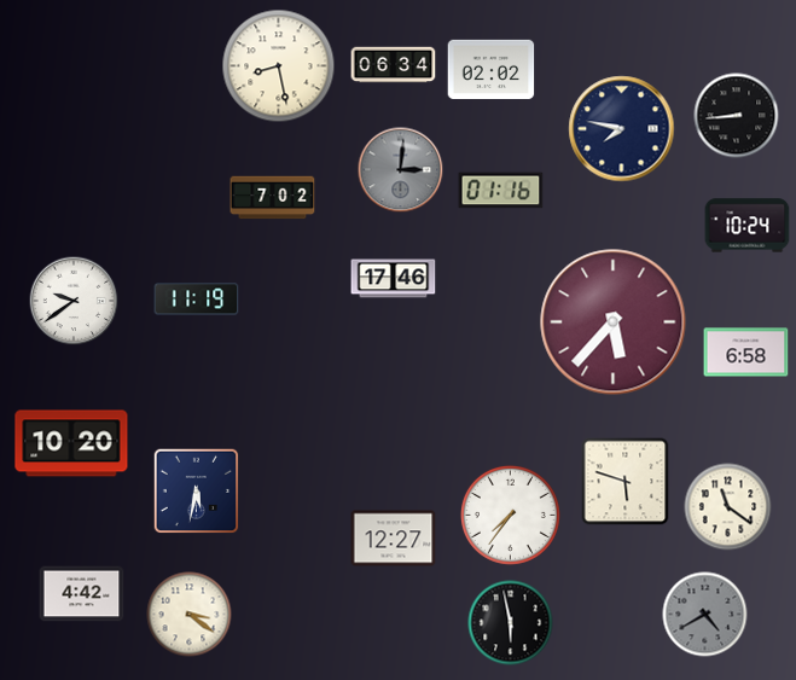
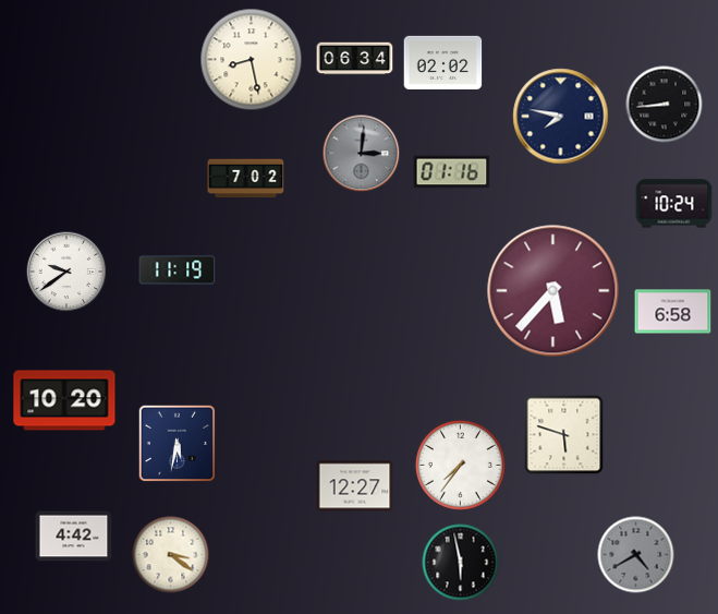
clock at (394, 279): 17:46 -> none
clock at (746, 353) position: (746, 353) -> (673, 312)
clock at (728, 507): 11:21 -> none
